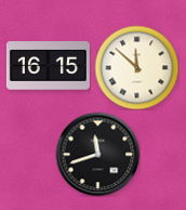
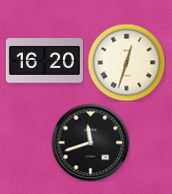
clock at (48, 66): 16:15 -> 16:20
clock at (136, 67): 11:52 -> 12:33
